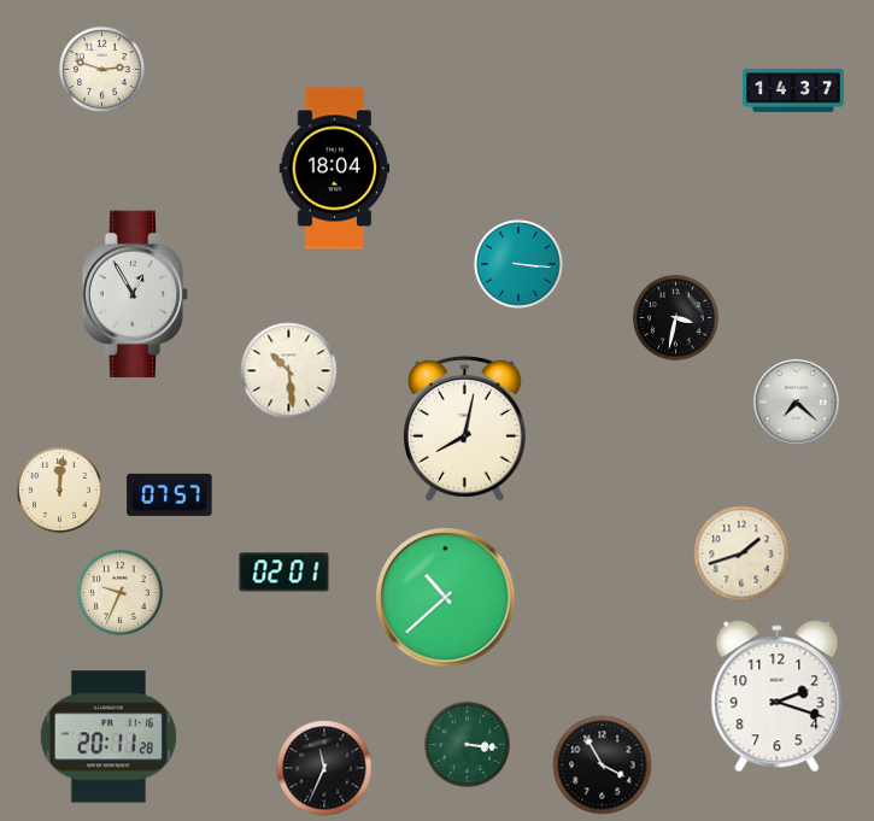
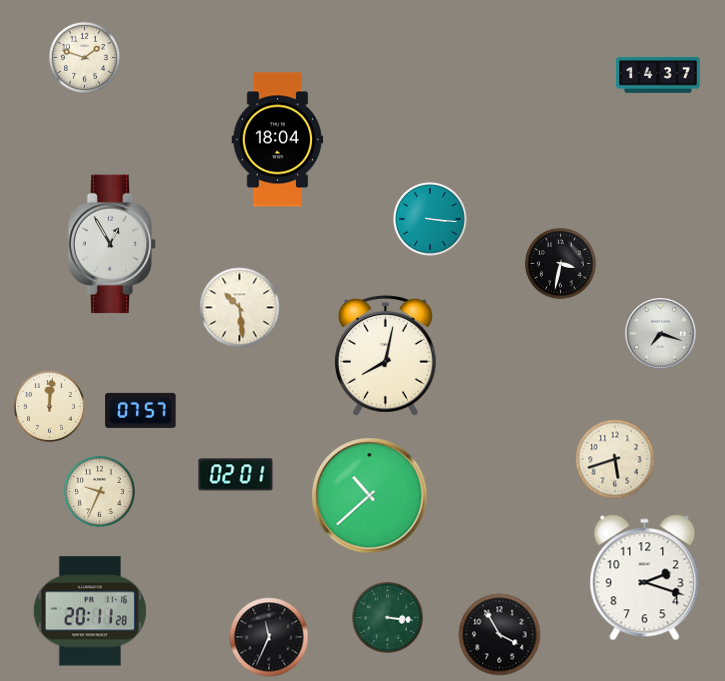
clock at (101, 69): 2:48 -> 1:48
clock at (797, 403): 7:22 -> 7:18
clock at (741, 553): 1:42 -> 5:42
